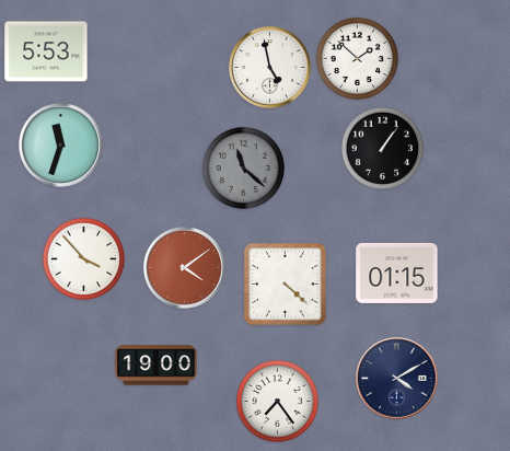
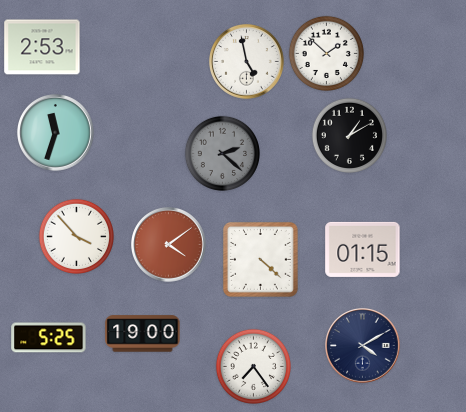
clock at (46, 51): 5:53 -> 2:53
clock at (382, 148): 1:06 -> 1:10
clock at (243, 167): 11:22 -> 2:22
clock at (49, 338): none -> 5:25
